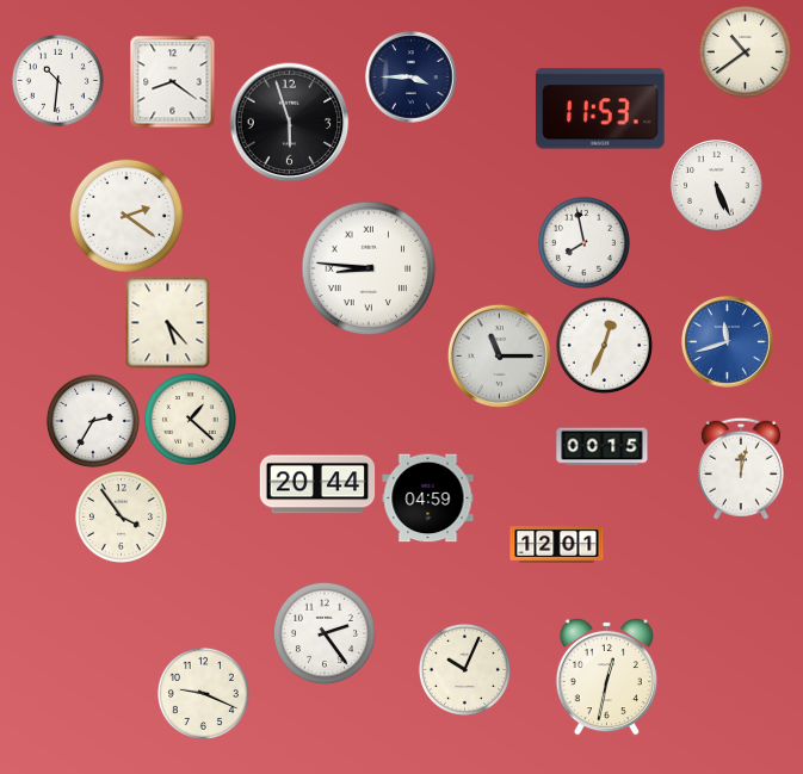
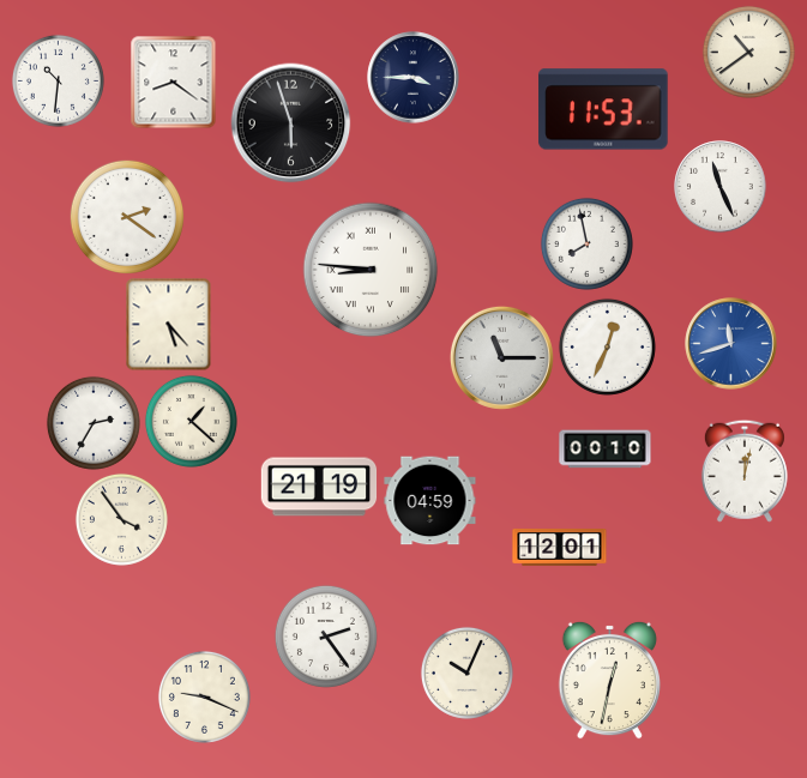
clock at (717, 186): 5:26 -> 11:26
clock at (603, 447): 00:15 -> 00:10
clock at (317, 484): 20:44 -> 21:19
